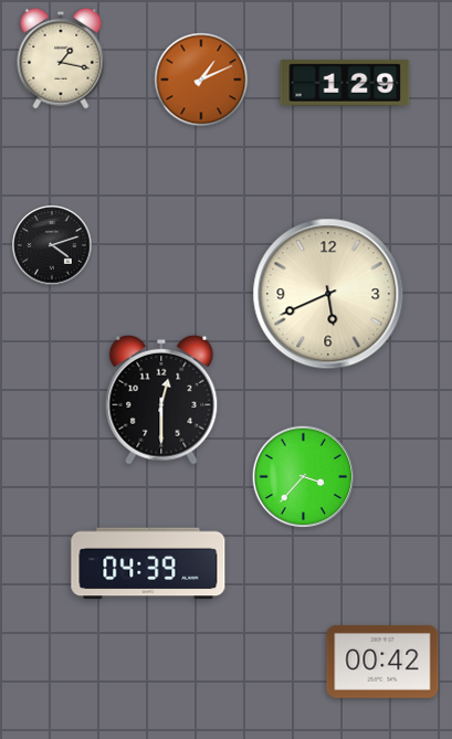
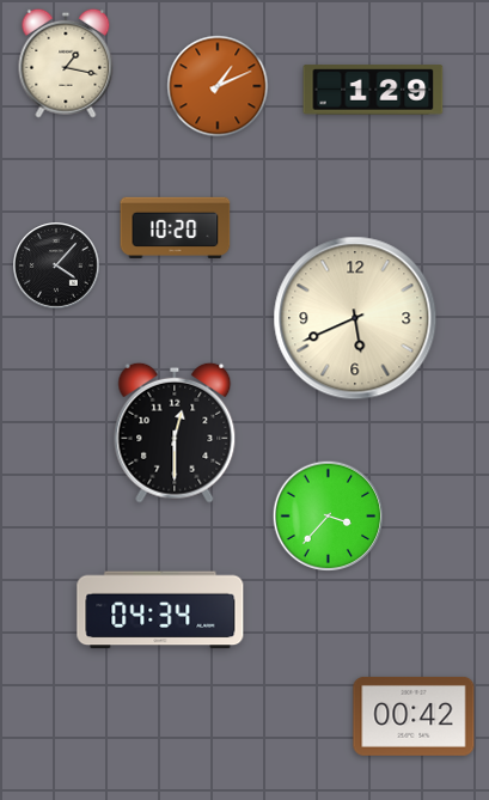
clock at (176, 227): none -> 10:20
clock at (52, 245): 4:12 -> 4:07
clock at (148, 563): 04:39 -> 04:34
